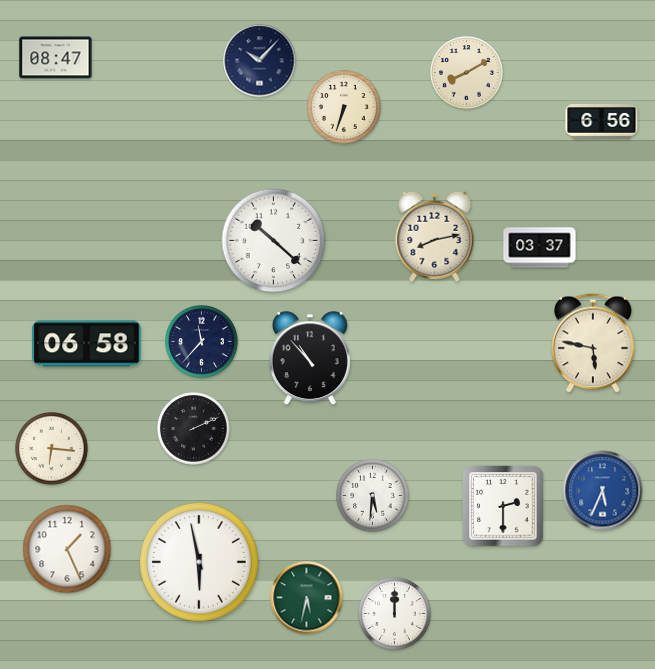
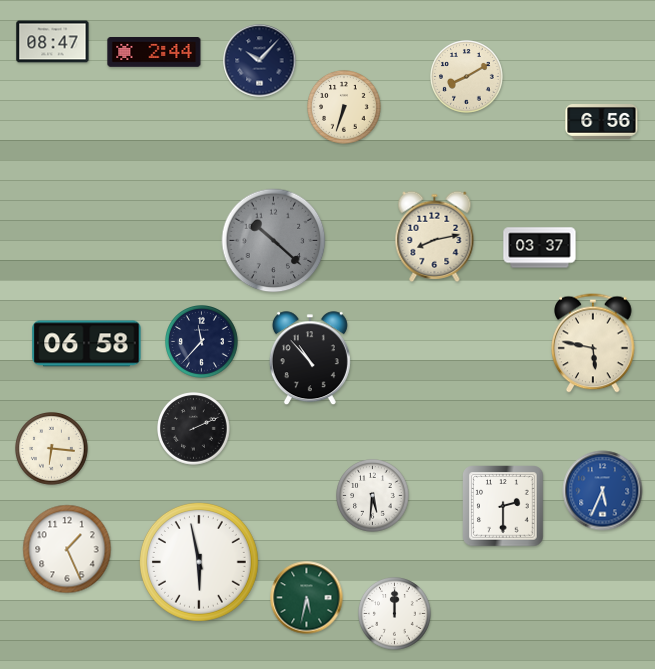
clock at (154, 52): none -> 2:44
clock at (56, 58) position: (56, 58) -> (53, 42)
clock at (467, 73) position: (467, 73) -> (467, 77)
clock at (274, 241) dial: white -> grey
